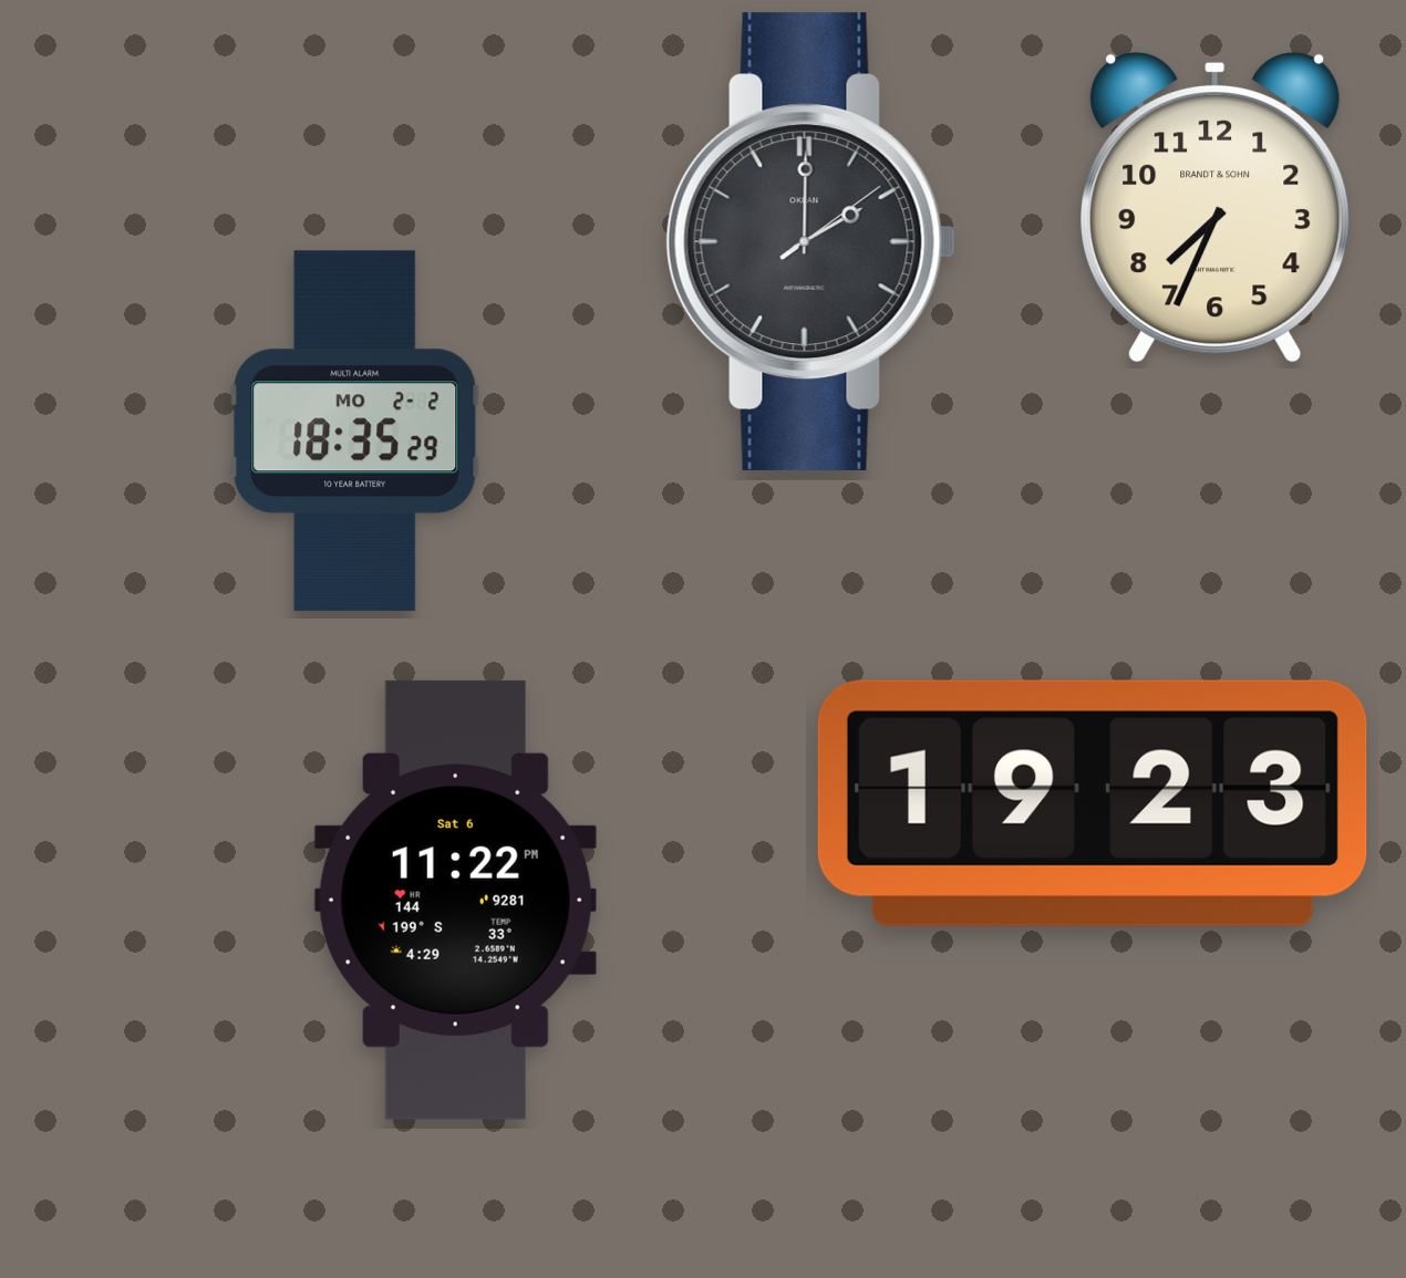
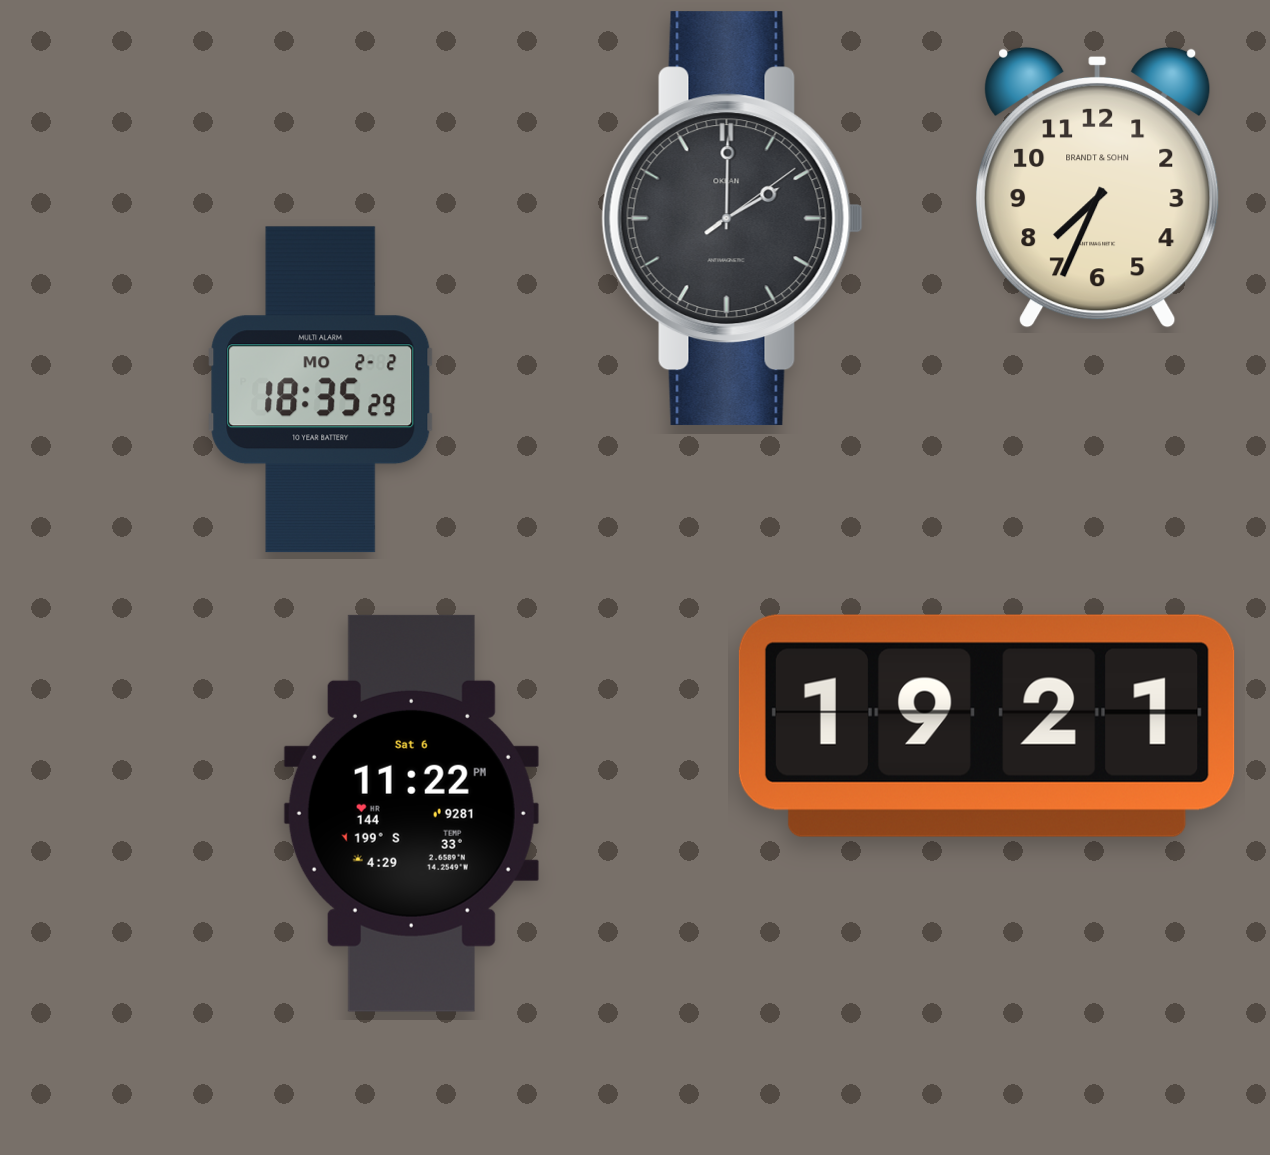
clock at (1093, 803): 19:23 -> 19:21
